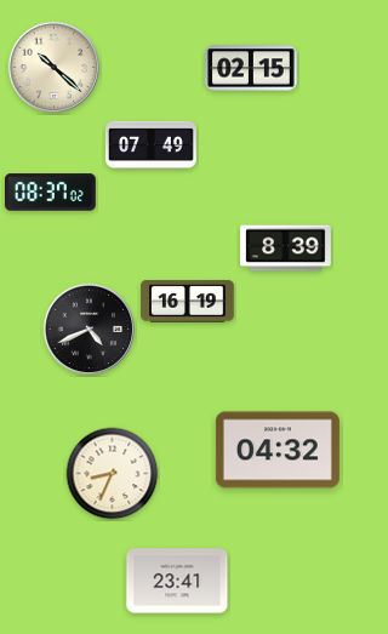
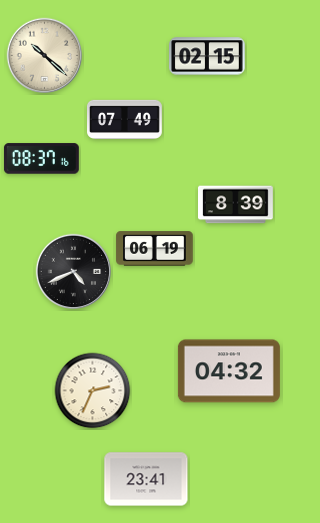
clock at (50, 193): 08:37:02 -> 08:37:16
clock at (188, 302): 16:19 -> 06:19
clock at (113, 474): 8:34 -> 2:34
